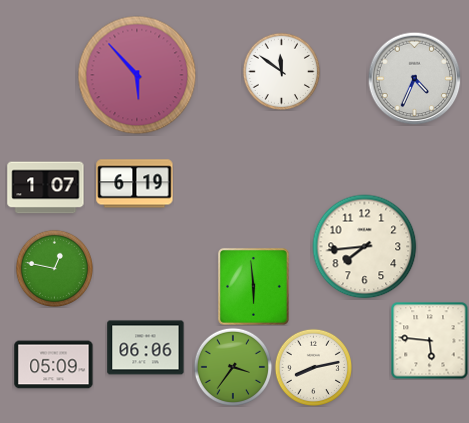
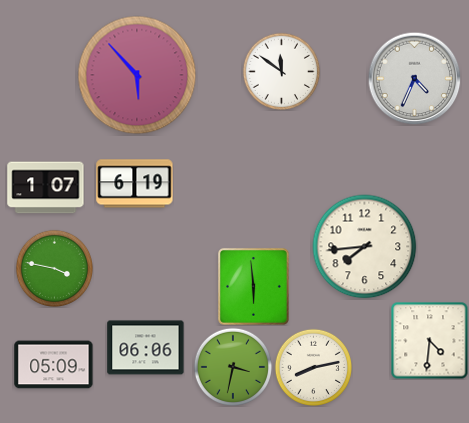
clock at (54, 268): 12:47 -> 3:47
clock at (429, 340): 5:46 -> 4:31
clock at (232, 366): 3:36 -> 3:32
